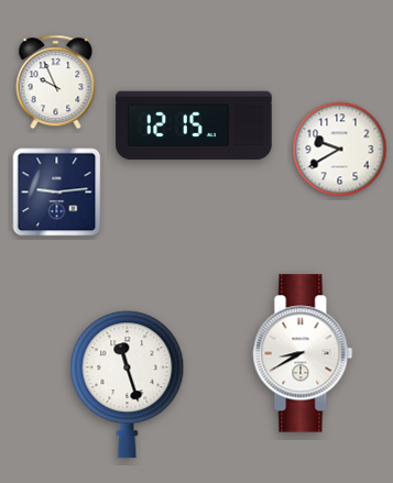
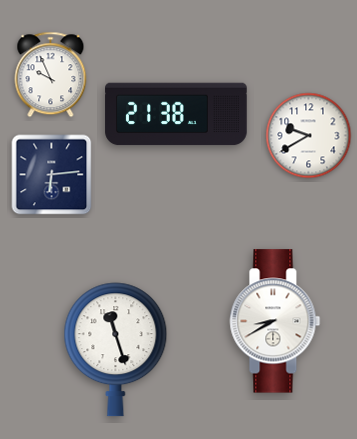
clock at (194, 125): 12:15 -> 21:38
clock at (57, 193): 9:14 -> 6:14
